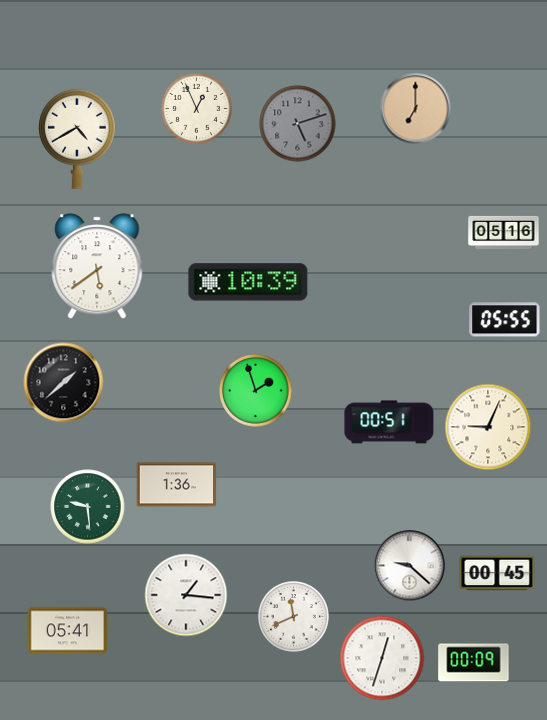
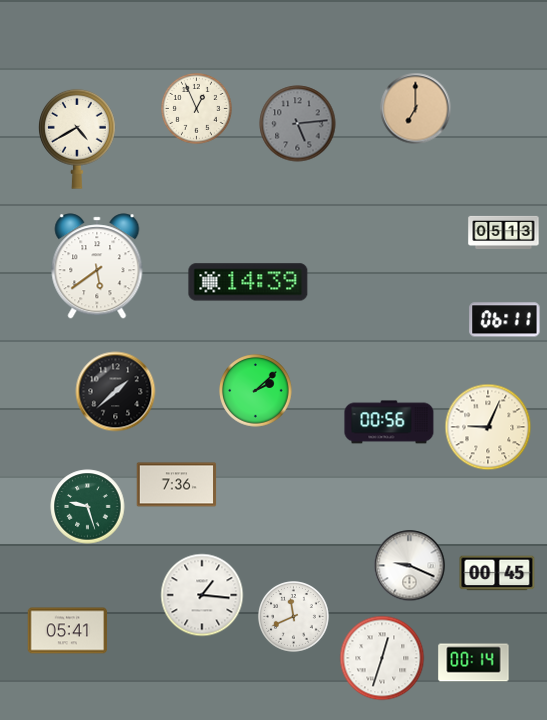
clock at (298, 124): 5:12 -> 5:14
clock at (504, 232): 05:16 -> 05:13
clock at (248, 282): 10:39 -> 14:39
clock at (505, 320): 05:55 -> 06:11
clock at (64, 383) position: (64, 383) -> (116, 392)
clock at (256, 391): 1:57 -> 2:08
clock at (389, 422): 00:51 -> 00:56
clock at (177, 485): 1:36 -> 7:36
clock at (88, 507): 9:29 -> 9:27
clock at (410, 566): 9:22 -> 9:19
clock at (186, 595) position: (186, 595) -> (202, 595)
clock at (474, 663): 00:09 -> 00:14
